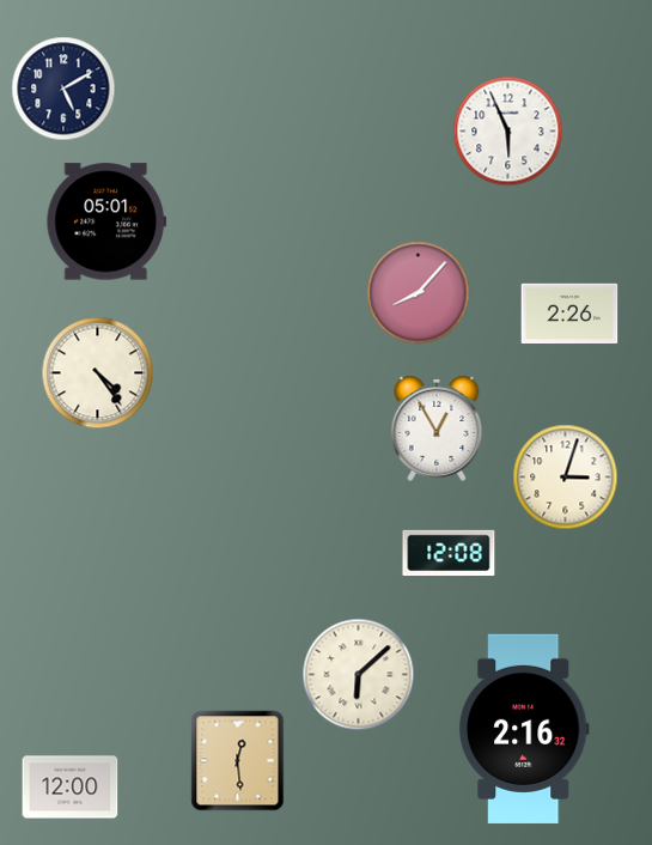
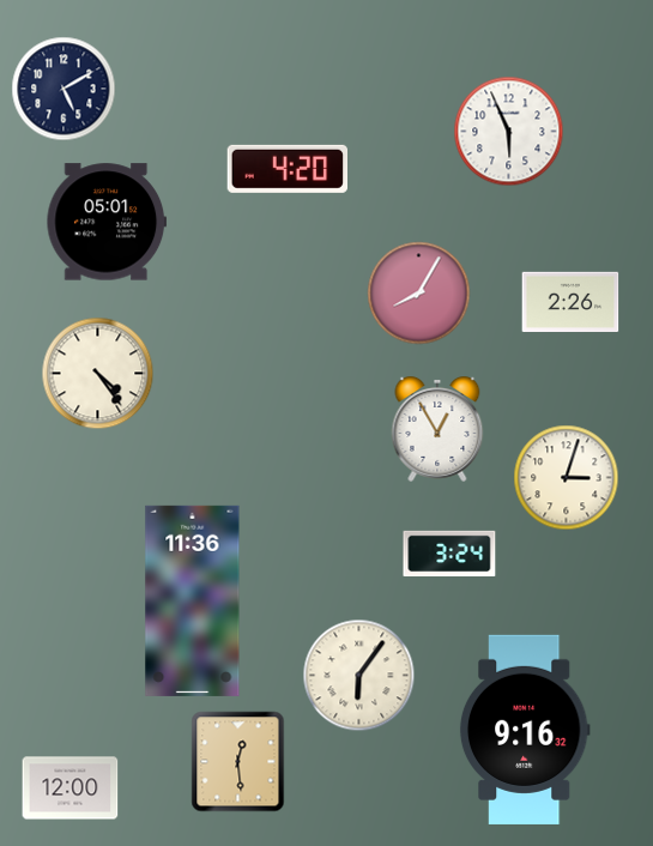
clock at (286, 169): none -> 4:20
clock at (419, 293): 8:07 -> 8:05
clock at (569, 312) position: (569, 312) -> (570, 301)
clock at (449, 552): 12:08 -> 3:24
clock at (193, 600): none -> 11:36
clock at (359, 675): 6:08 -> 6:06
clock at (524, 729): 2:16 -> 9:16
